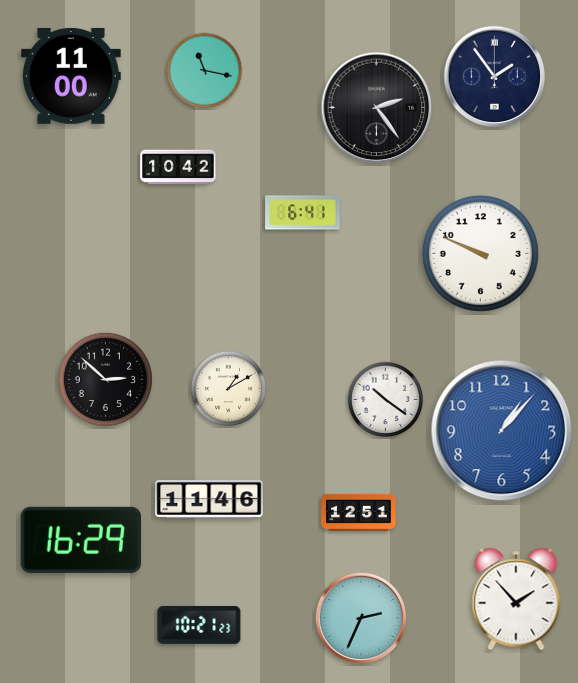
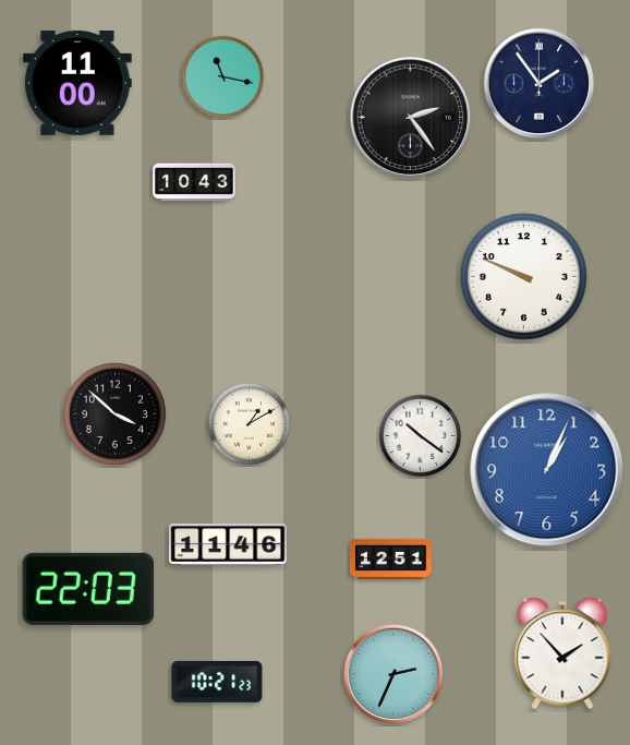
clock at (178, 167): 10:42 -> 10:43
clock at (303, 213): 6:41 -> none
clock at (105, 379): 2:52 -> 3:52
clock at (502, 431): 1:07 -> 1:04
clock at (81, 540): 16:29 -> 22:03
